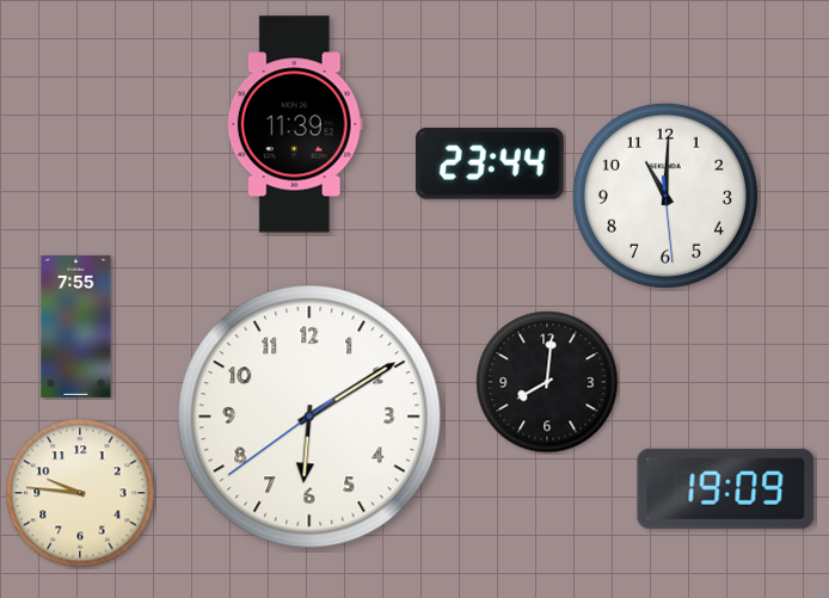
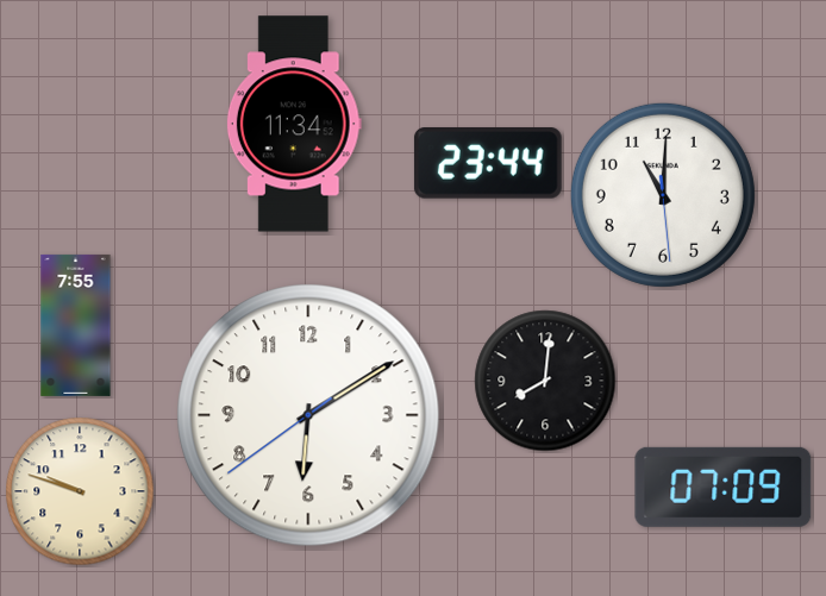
clock at (295, 124): 11:39 -> 11:34
clock at (726, 488): 19:09 -> 07:09
clock at (80, 493): 9:46 -> 9:48
